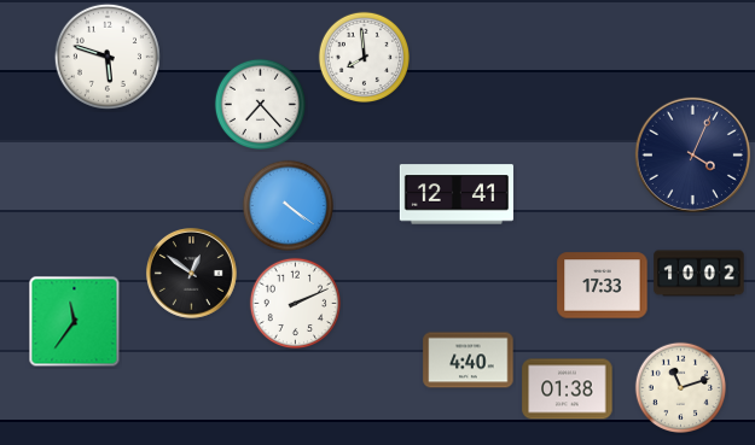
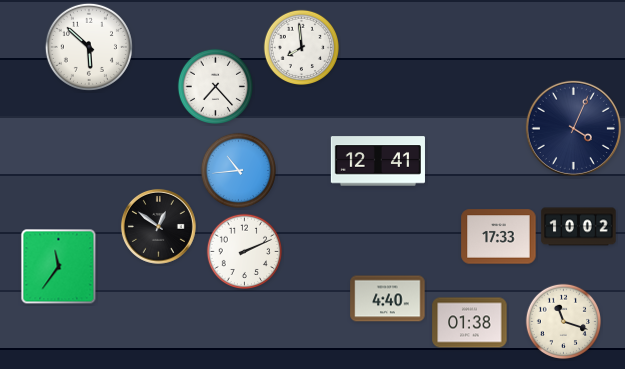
clock at (108, 57): 5:48 -> 5:52
clock at (289, 206): 4:21 -> 10:44
clock at (75, 322) position: (75, 322) -> (59, 267)
clock at (681, 388): 11:12 -> 11:18
